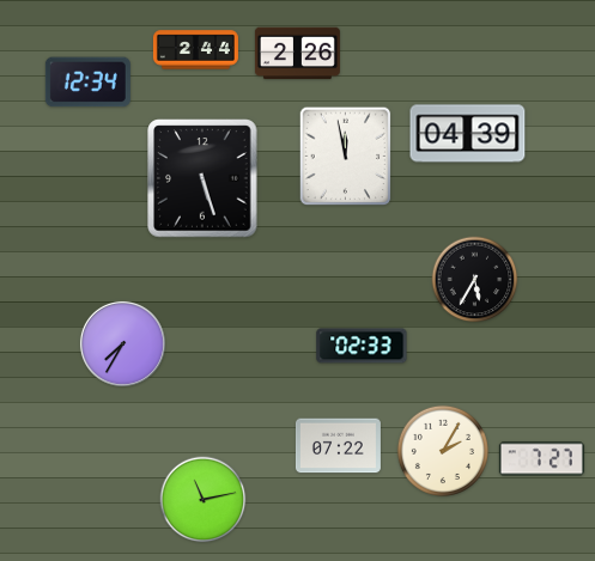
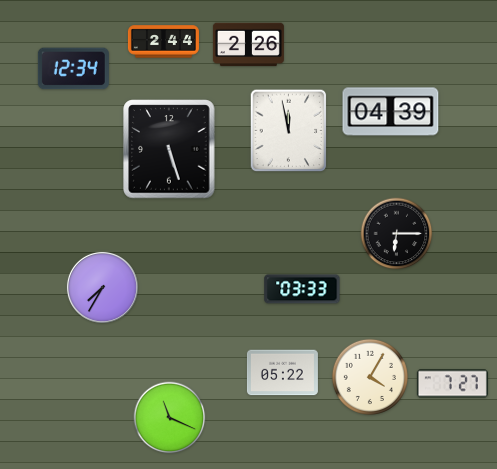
clock at (475, 280): 5:35 -> 6:15
clock at (362, 346): 02:33 -> 03:33
clock at (338, 446): 07:22 -> 05:22
clock at (443, 451): 2:05 -> 4:05
clock at (204, 500): 11:13 -> 11:19
